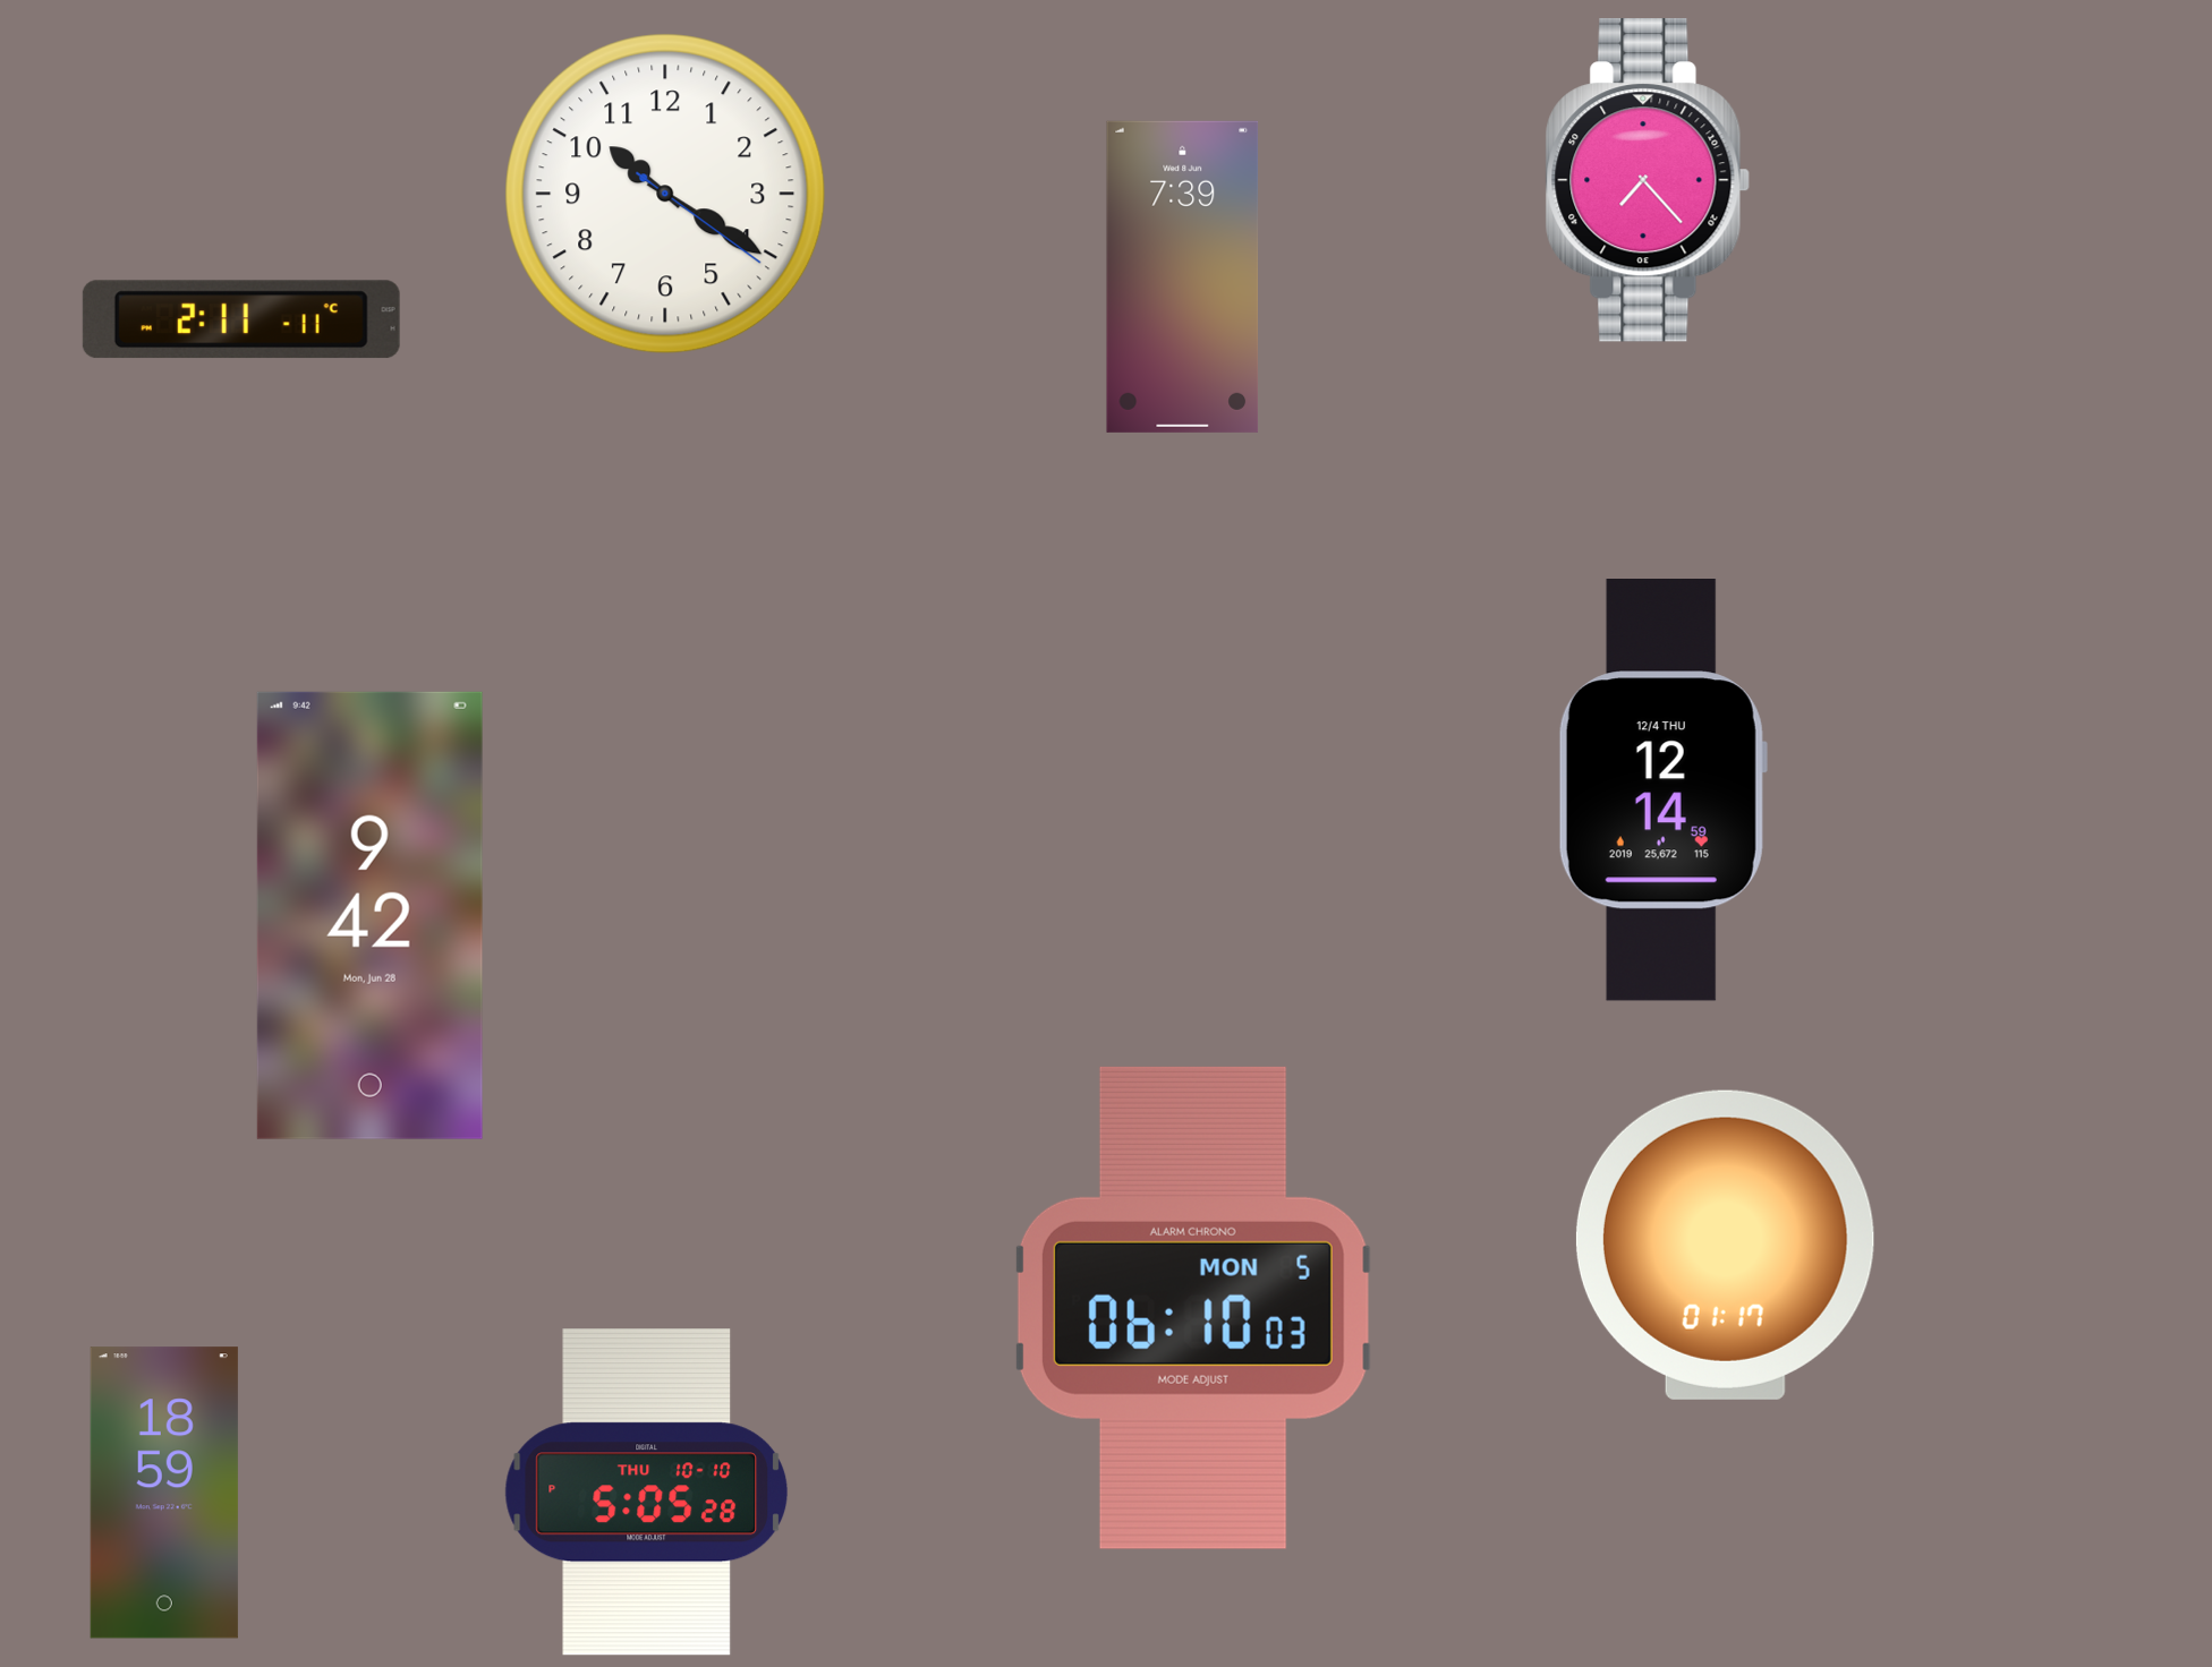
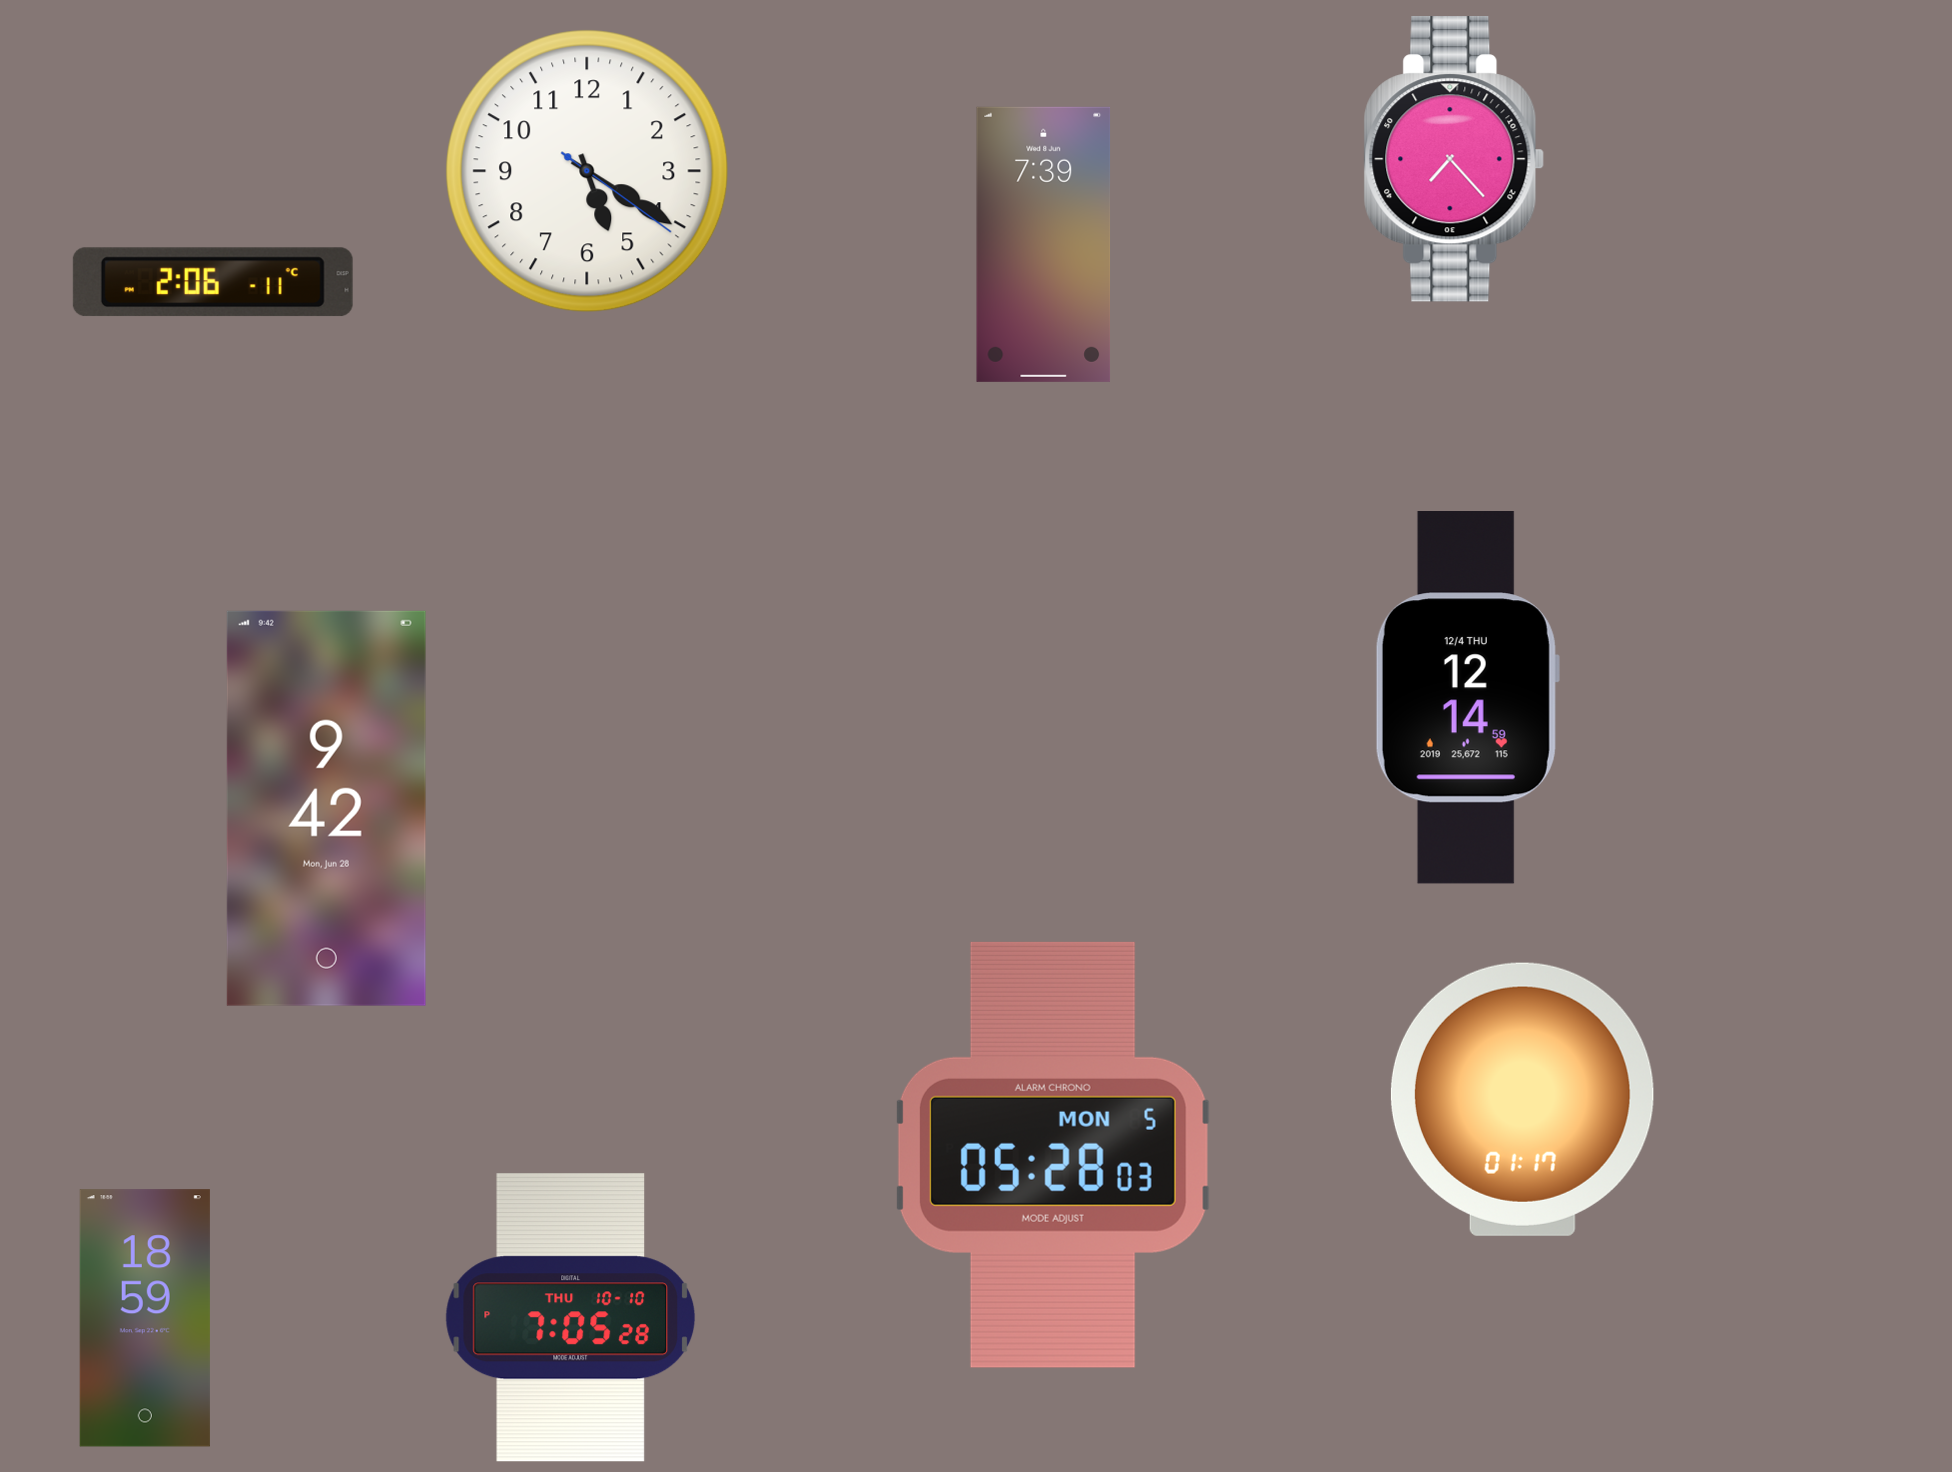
clock at (665, 194): 10:20 -> 5:20
clock at (241, 319): 2:11 -> 2:06
clock at (1193, 1308): 06:10 -> 05:28
clock at (646, 1493): 5:05 -> 7:05
